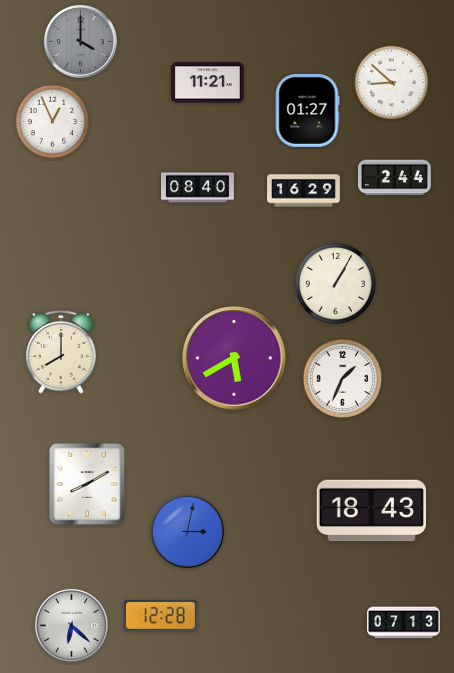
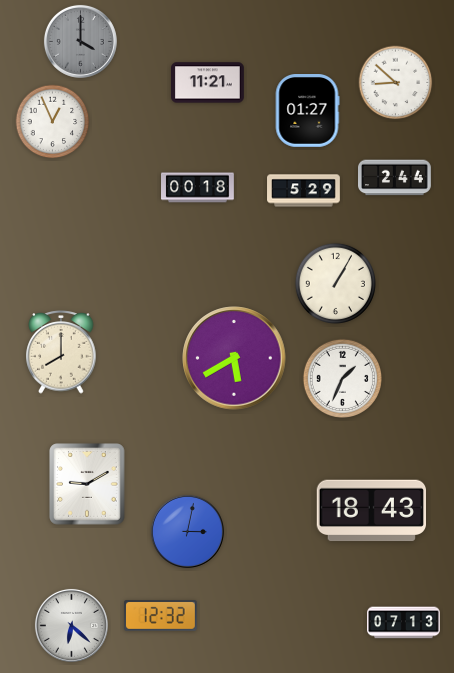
clock at (392, 83) position: (392, 83) -> (396, 83)
clock at (198, 188): 08:40 -> 00:18
clock at (304, 191): 16:29 -> 5:29
clock at (87, 484): 8:10 -> 9:10
clock at (161, 616): 12:28 -> 12:32
